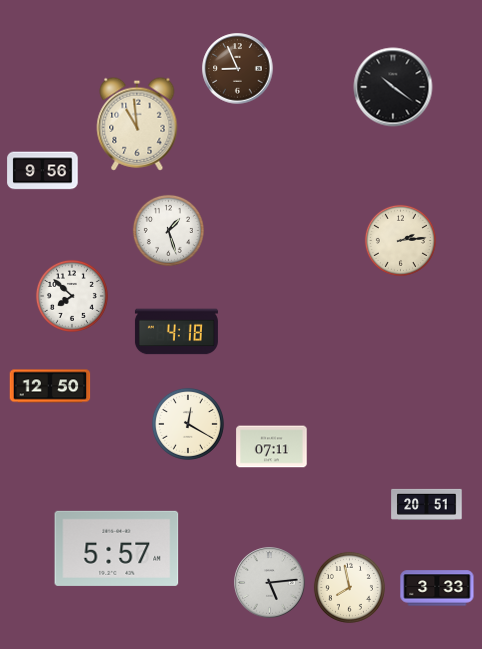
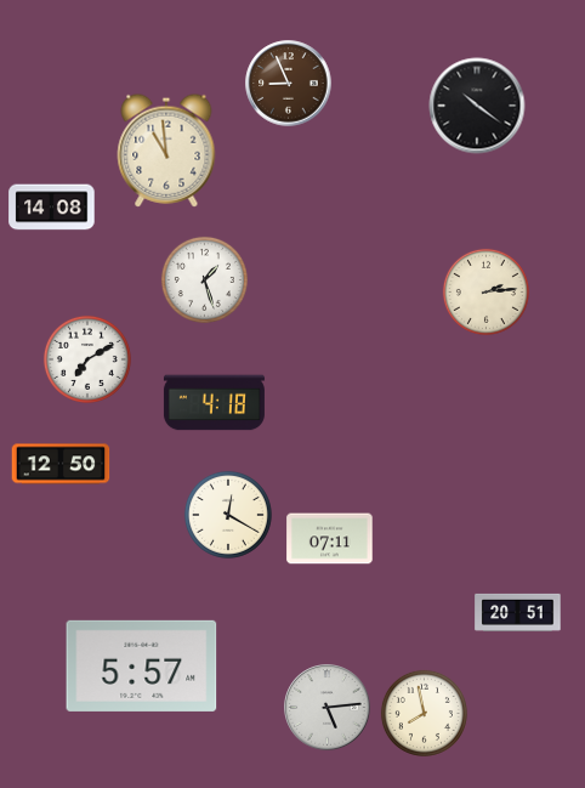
clock at (43, 171): 9:56 -> 14:08
clock at (72, 296): 7:52 -> 7:10
clock at (50, 386) position: (50, 386) -> (61, 464)
clock at (272, 447) position: (272, 447) -> (330, 539)
clock at (437, 588): 3:33 -> none
